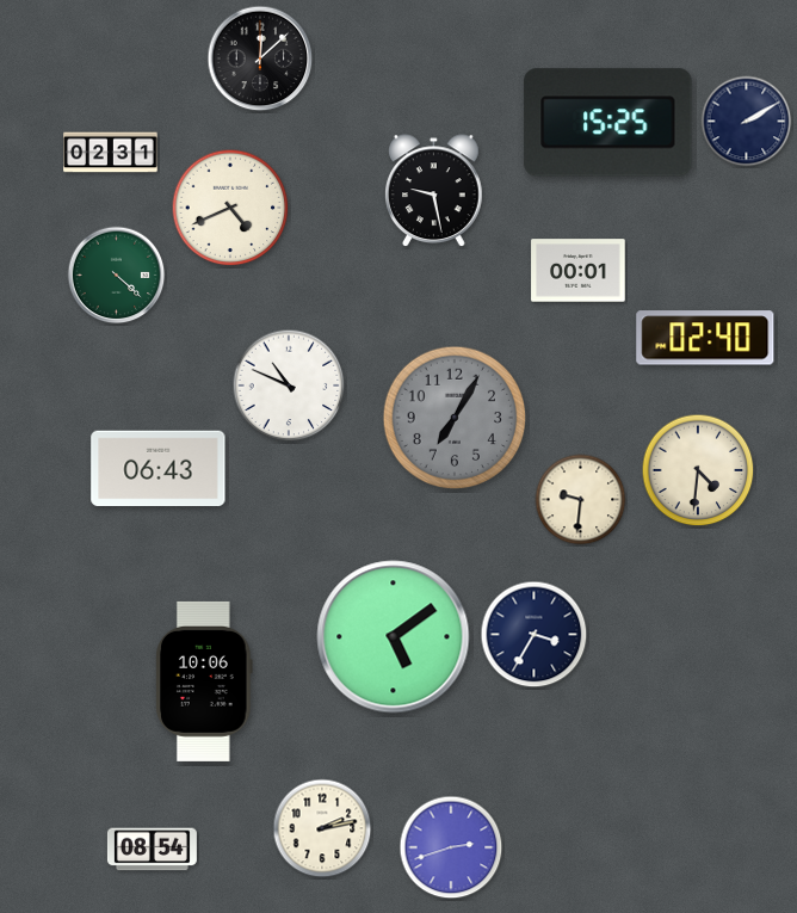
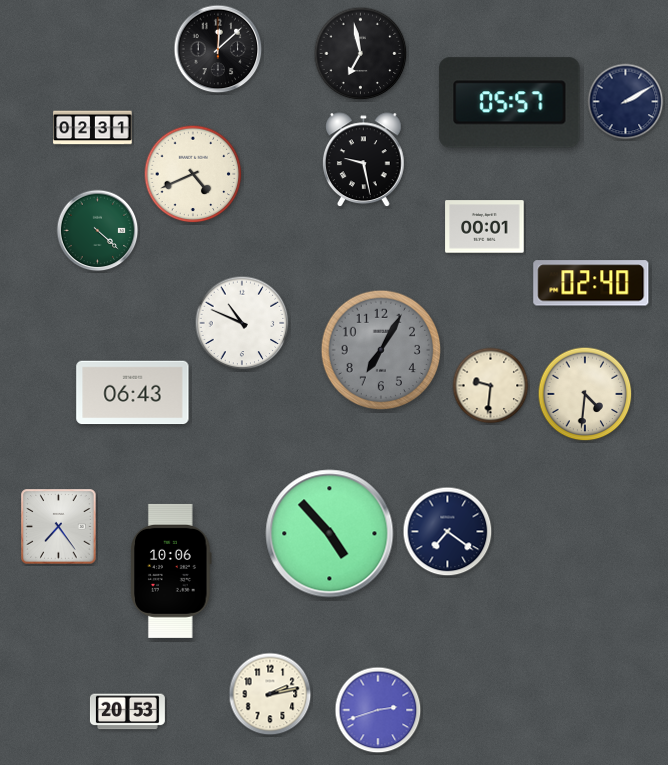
clock at (361, 54): none -> 6:58
clock at (608, 123): 15:25 -> 05:57
clock at (581, 500) position: (581, 500) -> (491, 386)
clock at (59, 527): none -> 7:24
clock at (535, 635): 3:35 -> 7:21
clock at (394, 637): 5:09 -> 4:53
clock at (152, 850): 08:54 -> 20:53
